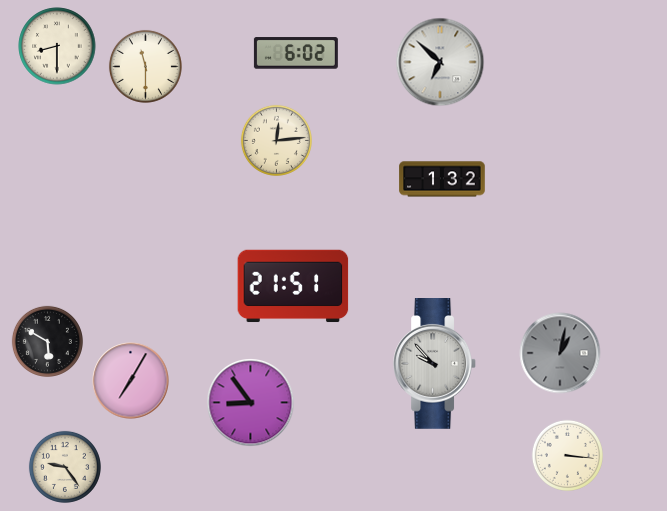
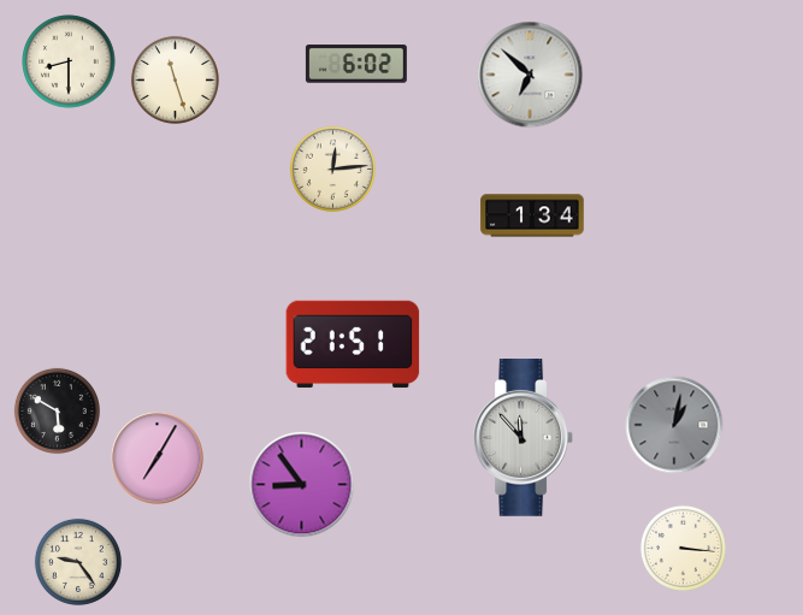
clock at (57, 46) position: (57, 46) -> (69, 61)
clock at (145, 66): 11:30 -> 11:27
clock at (442, 179): 1:32 -> 1:34
clock at (434, 364): 9:53 -> 11:53
